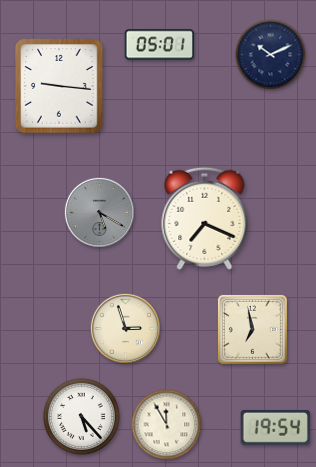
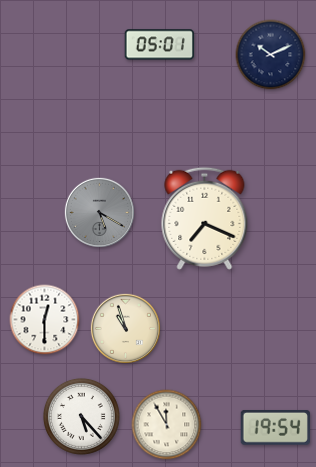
clock at (59, 86): 9:16 -> none
clock at (45, 320): none -> 12:30
clock at (125, 328): 2:57 -> 10:57
clock at (252, 329): 6:58 -> none
